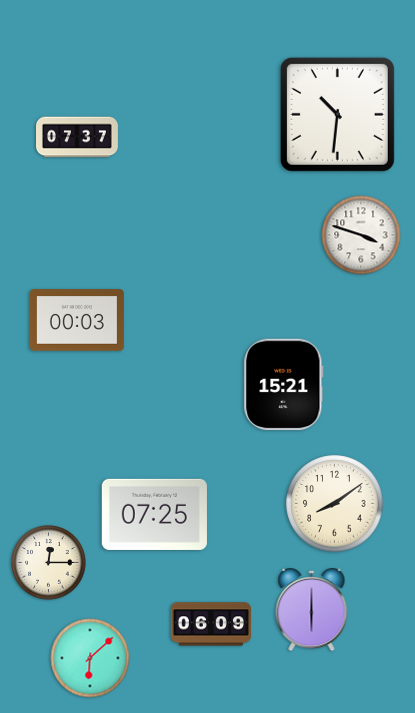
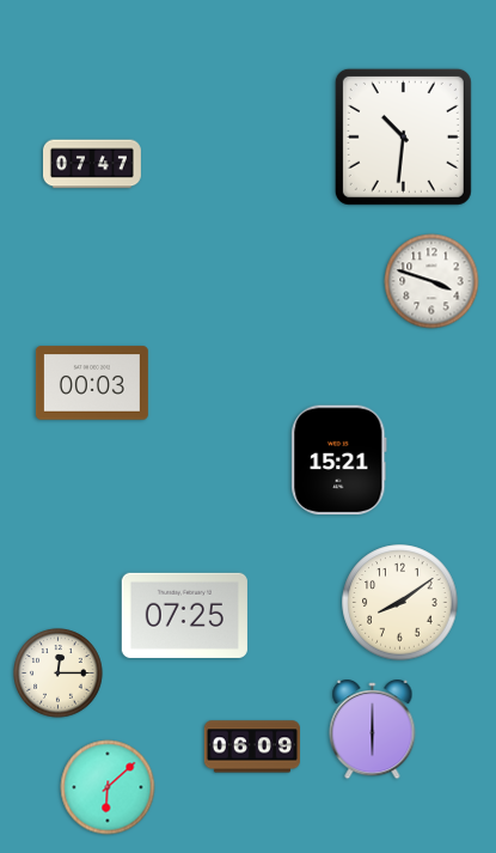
clock at (78, 137): 07:37 -> 07:47
